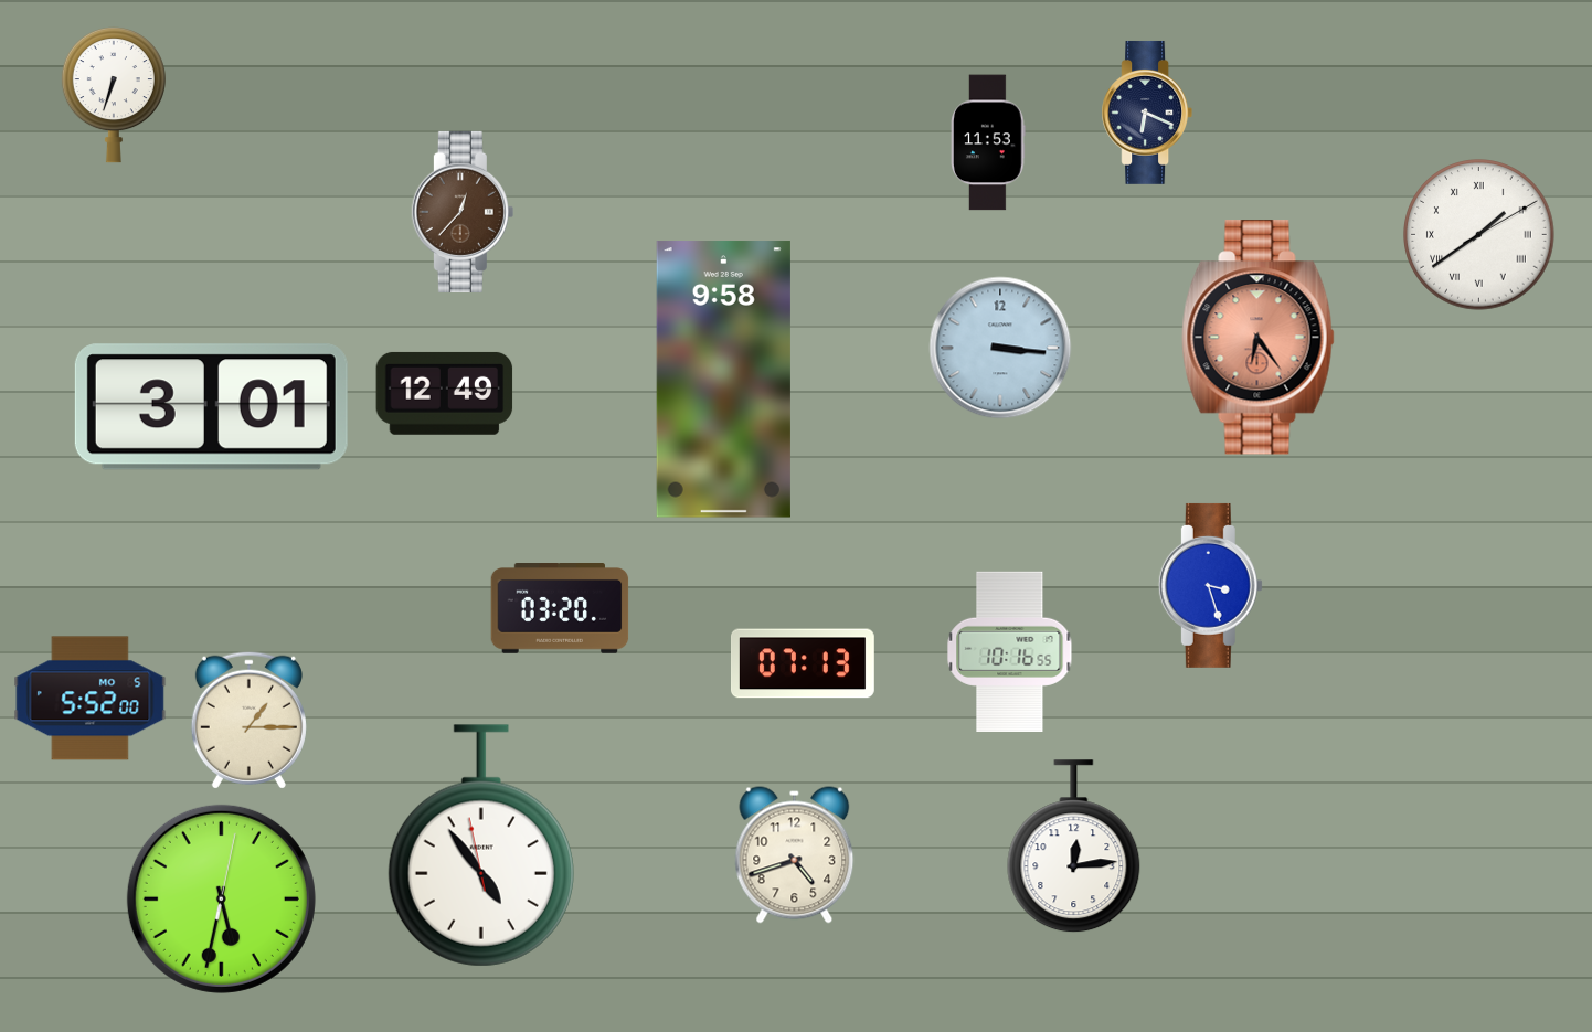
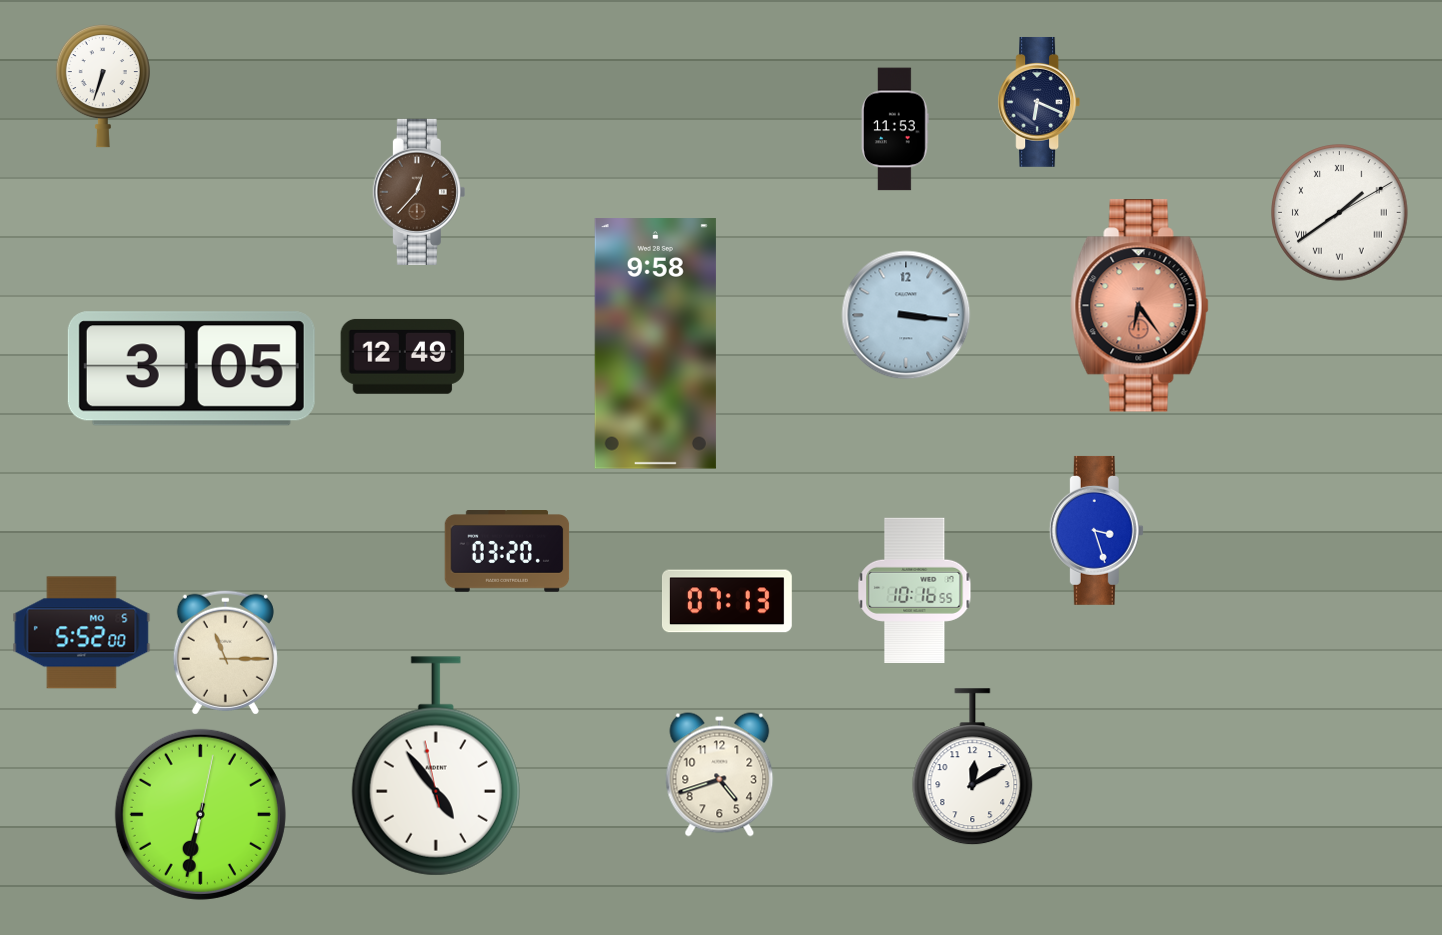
clock at (211, 407): 3:01 -> 3:05
clock at (248, 720): 1:15 -> 11:15
clock at (1074, 847): 12:14 -> 12:10
clock at (221, 898): 5:32 -> 6:32
